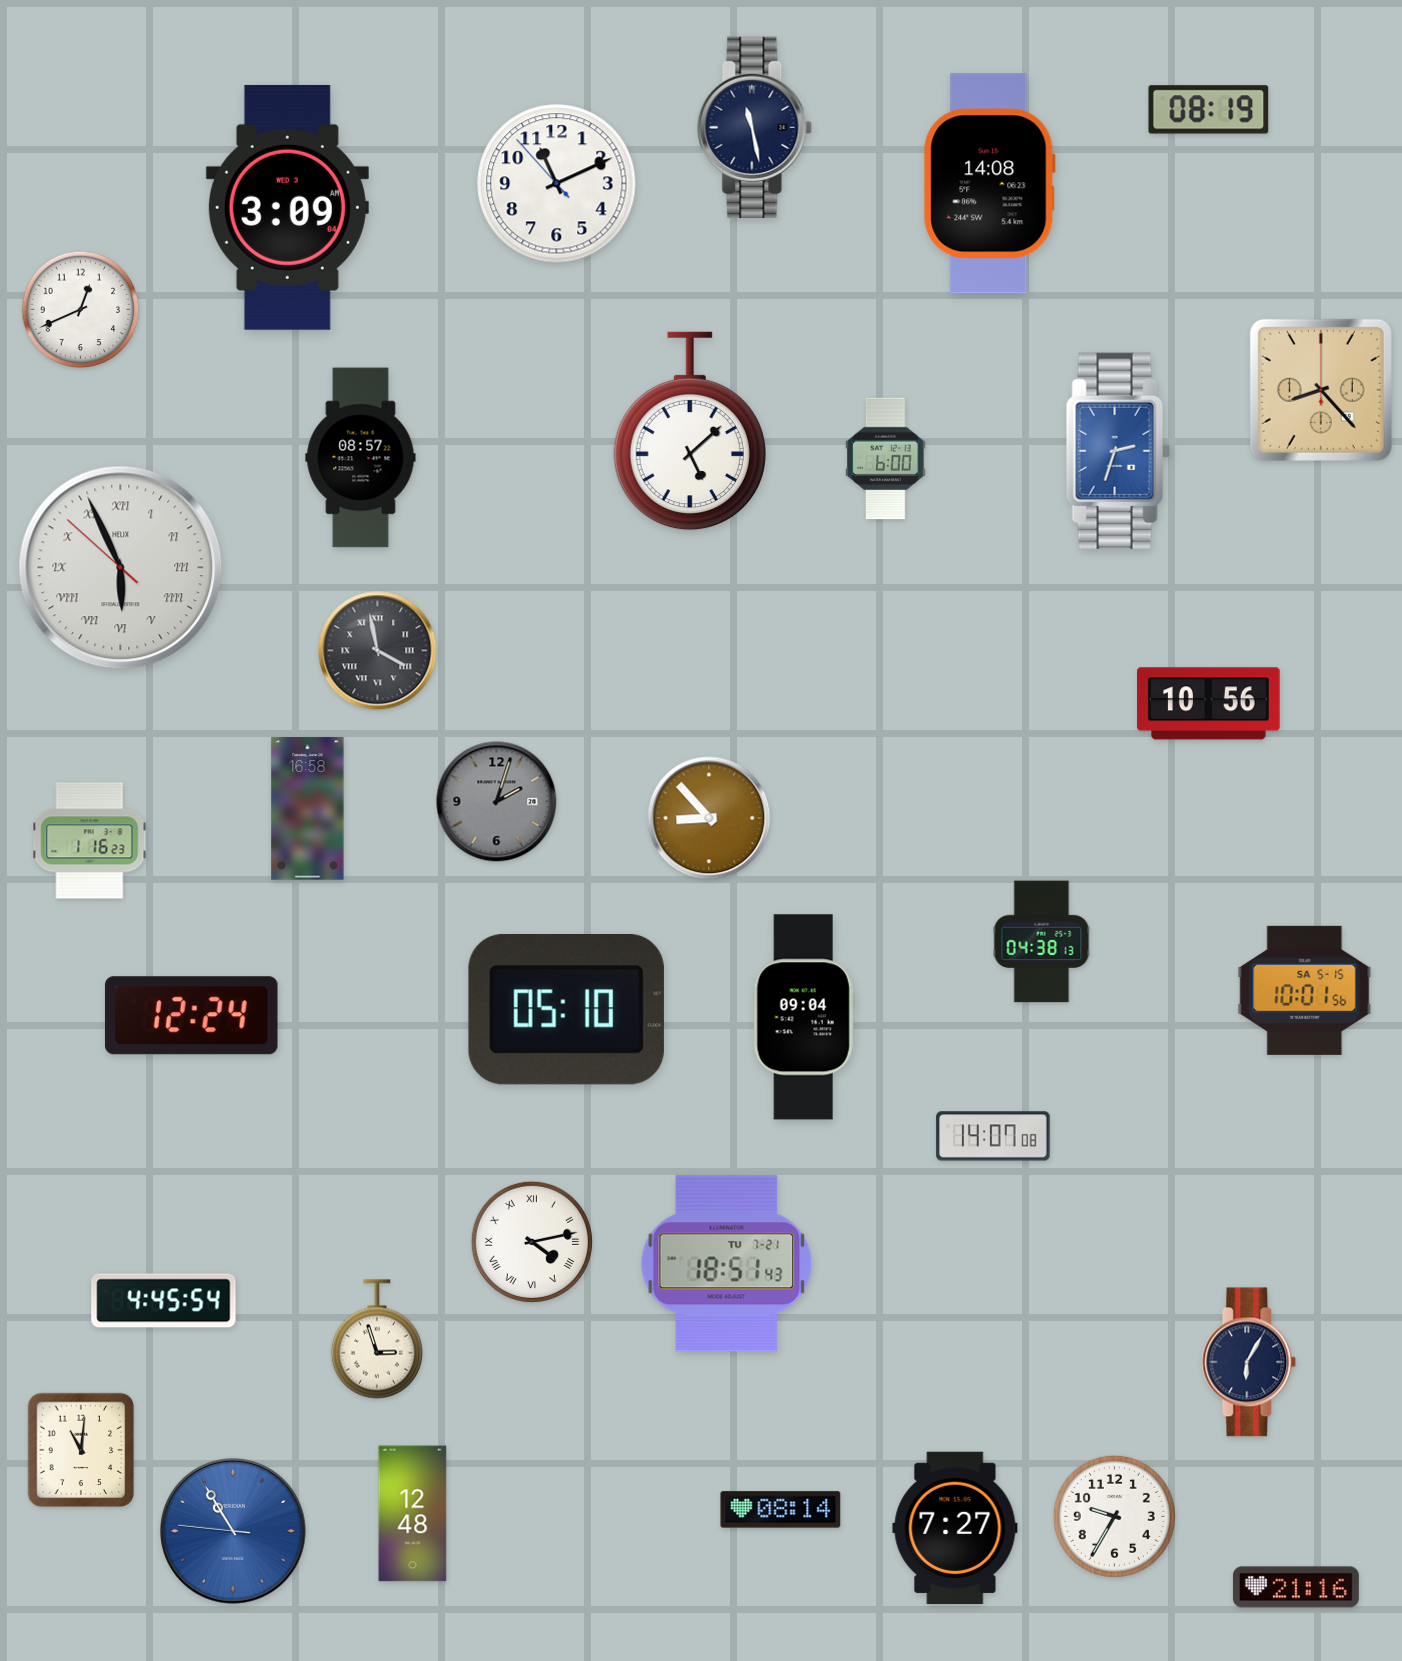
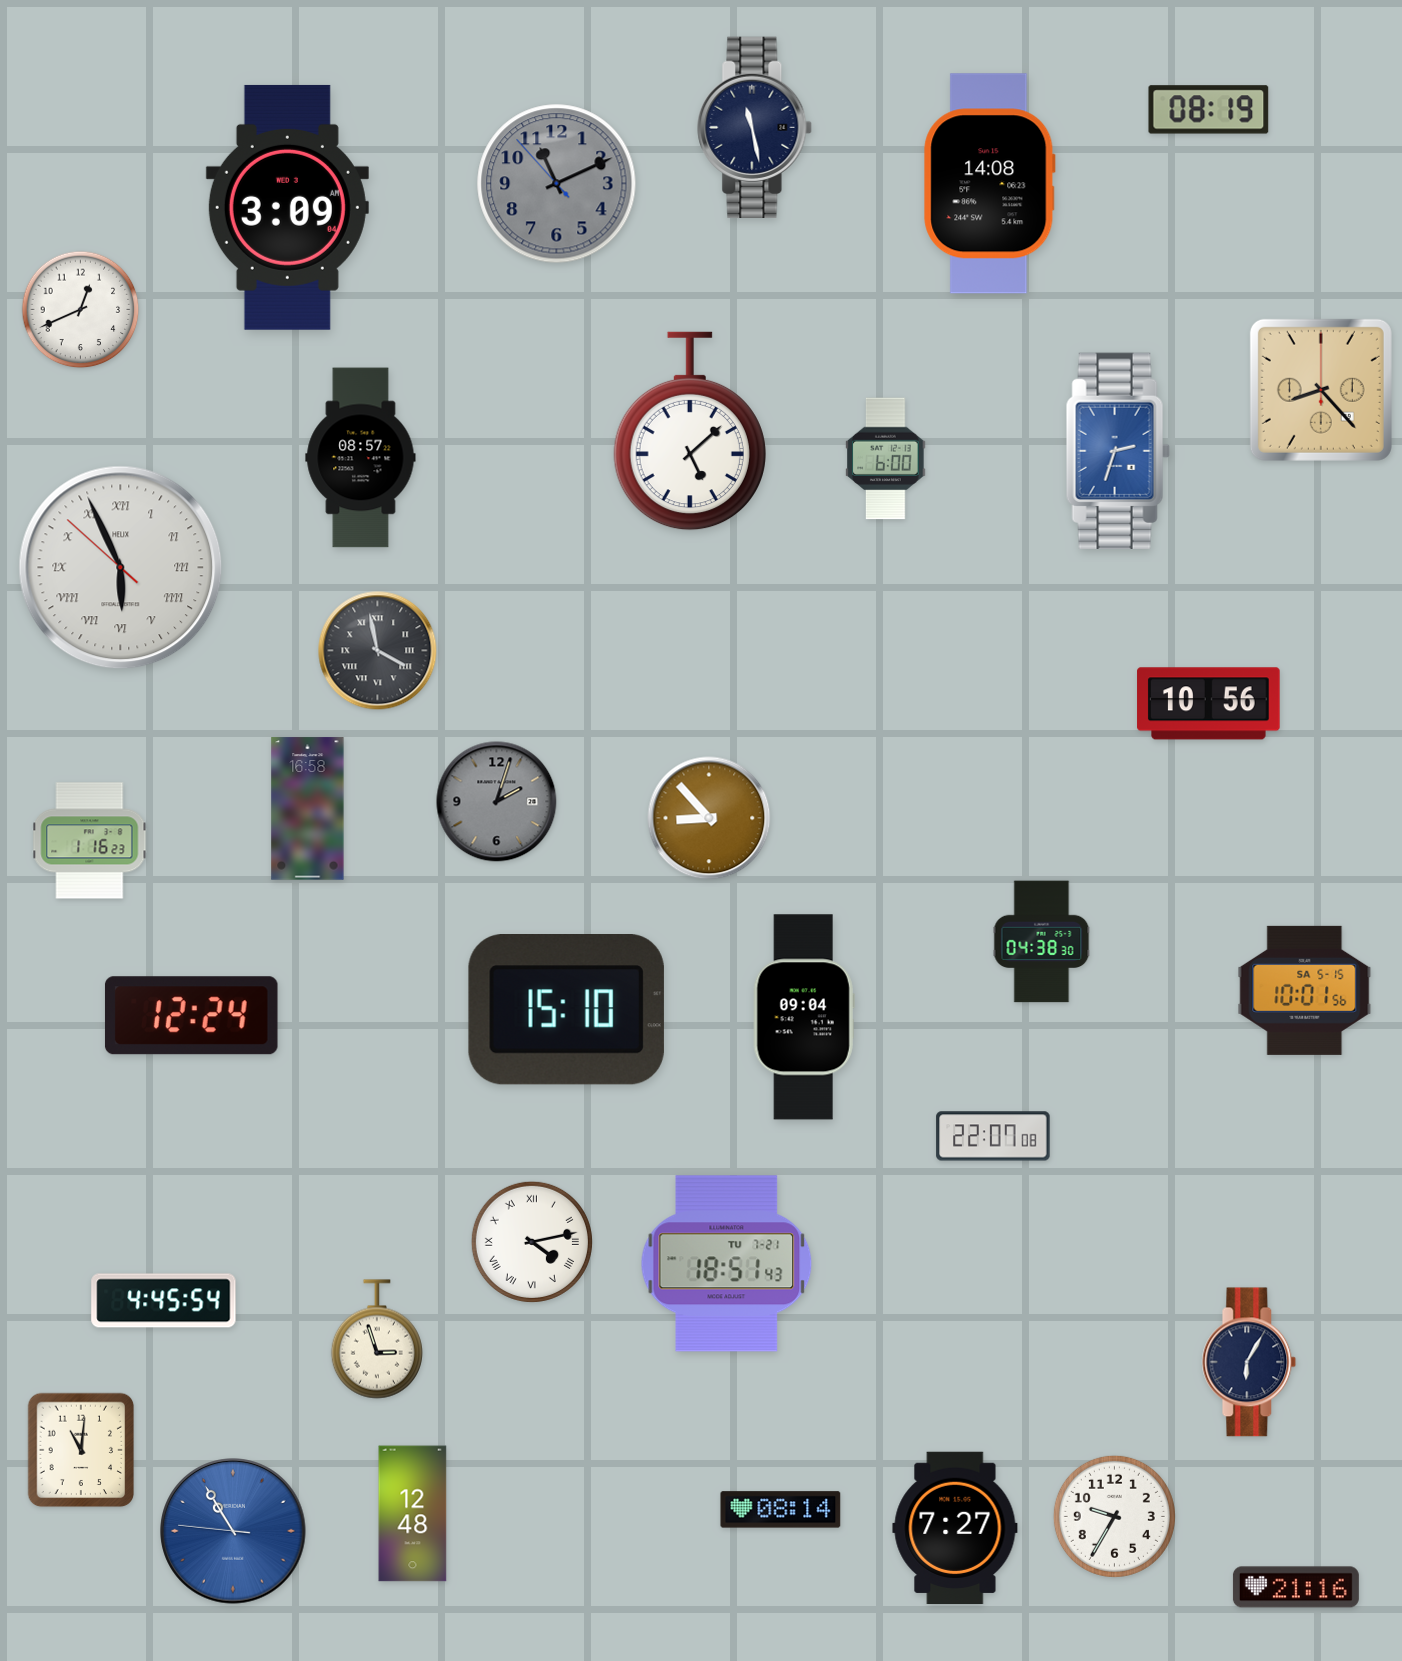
clock at (557, 184) dial: white -> grey
clock at (1042, 942): 04:38:13 -> 04:38:30
clock at (566, 1010): 05:10 -> 15:10
clock at (993, 1136): 14:07 -> 22:07
